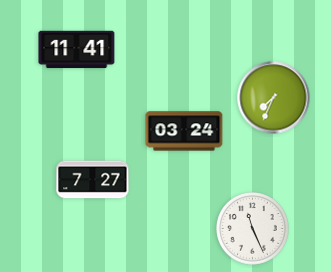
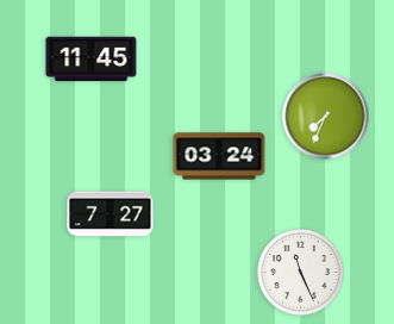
clock at (77, 50): 11:41 -> 11:45
